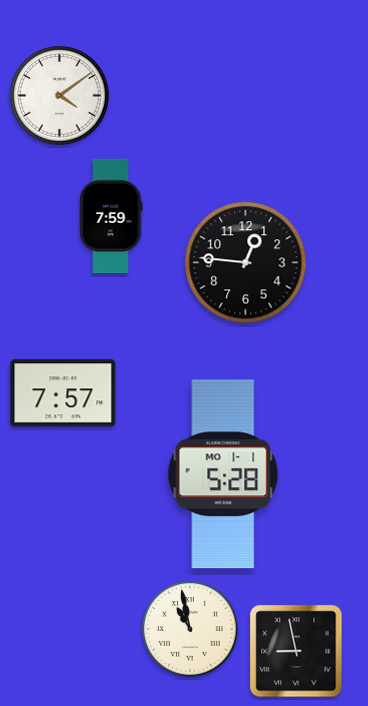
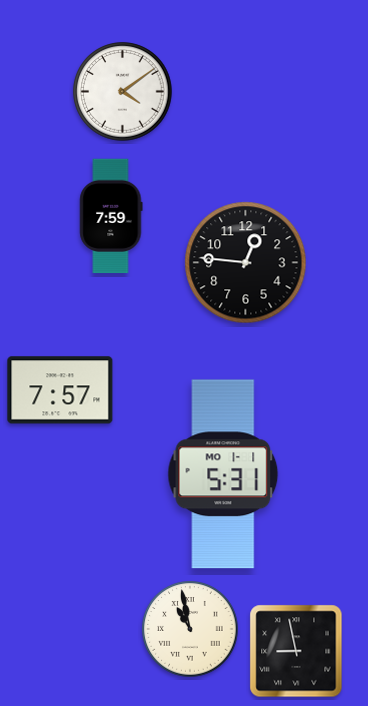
clock at (60, 96) position: (60, 96) -> (123, 92)
clock at (63, 393) position: (63, 393) -> (60, 390)
clock at (223, 474): 5:28 -> 5:31
